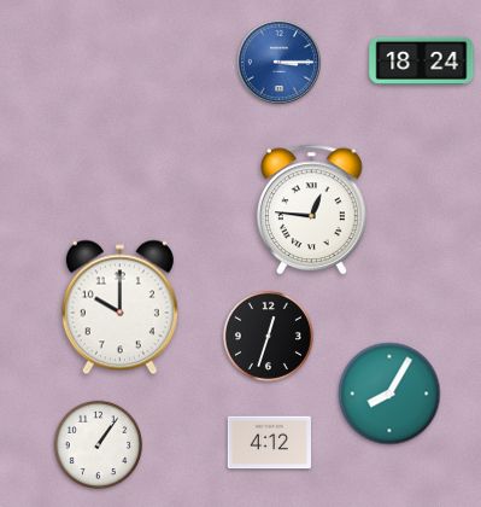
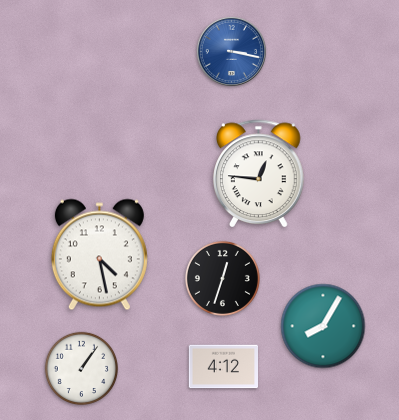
clock at (422, 60): 18:24 -> none
clock at (278, 62): 3:15 -> 3:17
clock at (119, 308): 10:00 -> 4:28
